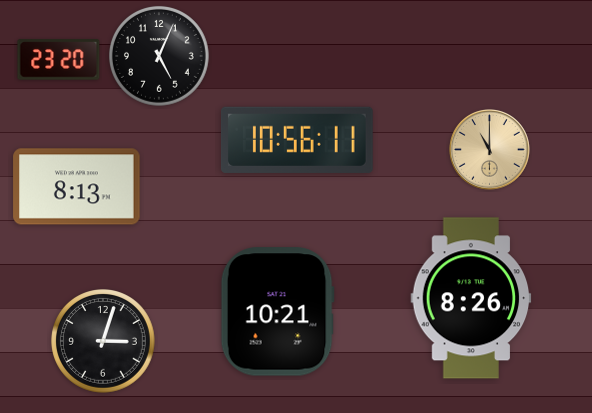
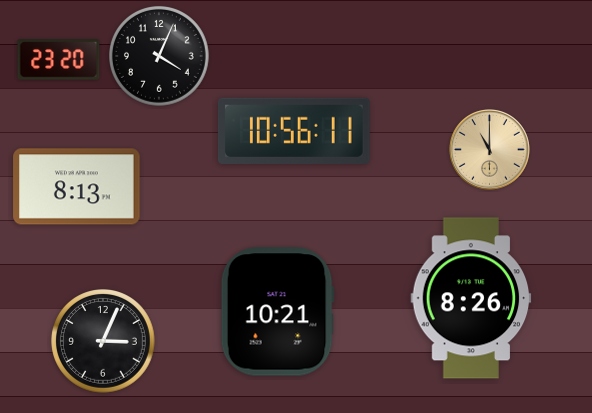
clock at (160, 56): 5:04 -> 4:04
clock at (297, 140) position: (297, 140) -> (294, 131)
clock at (104, 342): 3:03 -> 3:04
